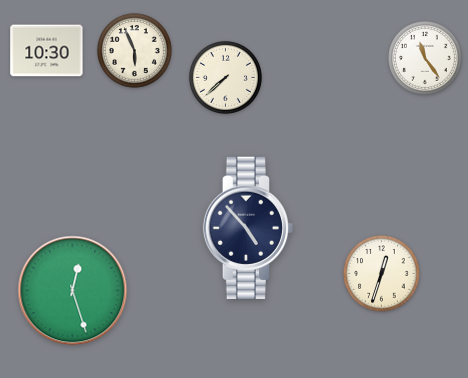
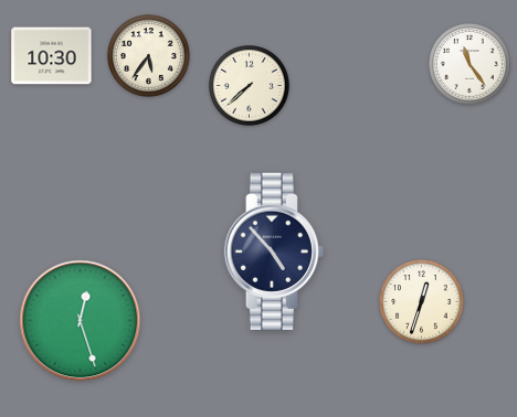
clock at (135, 51): 5:56 -> 5:36
